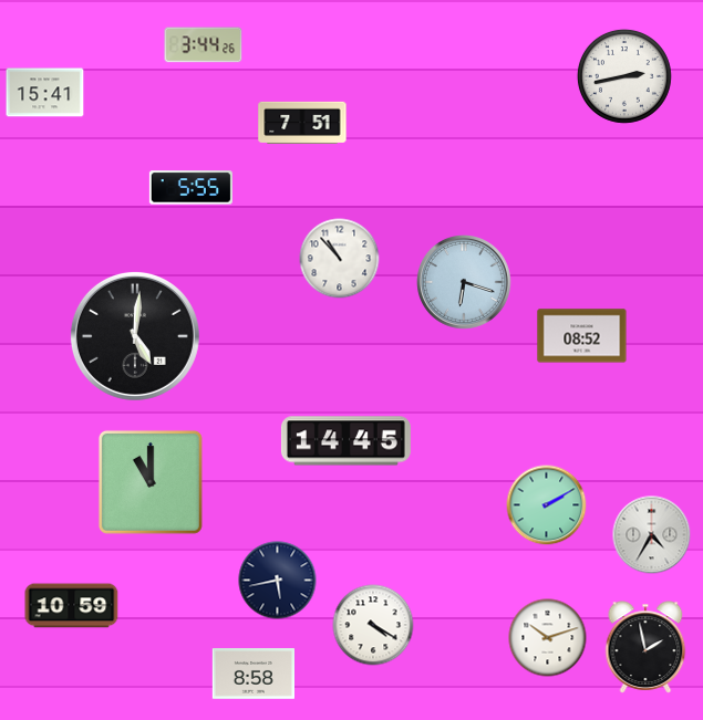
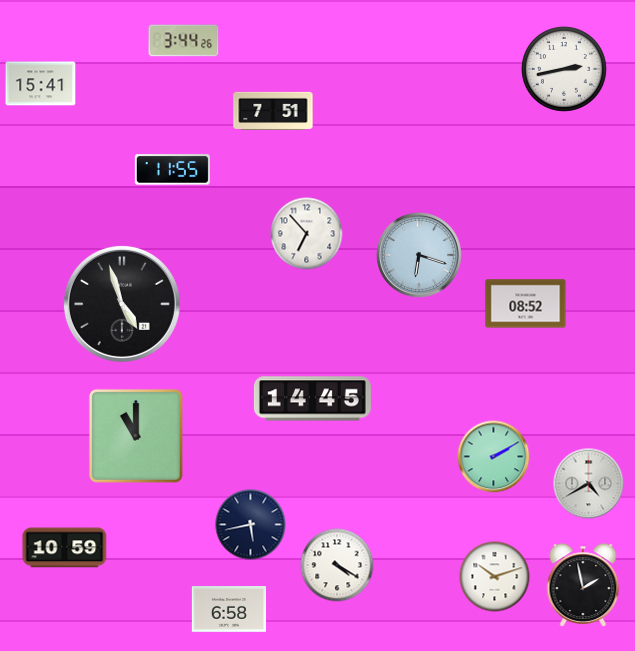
clock at (190, 188): 5:55 -> 11:55
clock at (340, 259): 10:53 -> 6:53
clock at (135, 336): 5:01 -> 4:57
clock at (652, 535): 4:35 -> 4:40
clock at (252, 674): 8:58 -> 6:58
